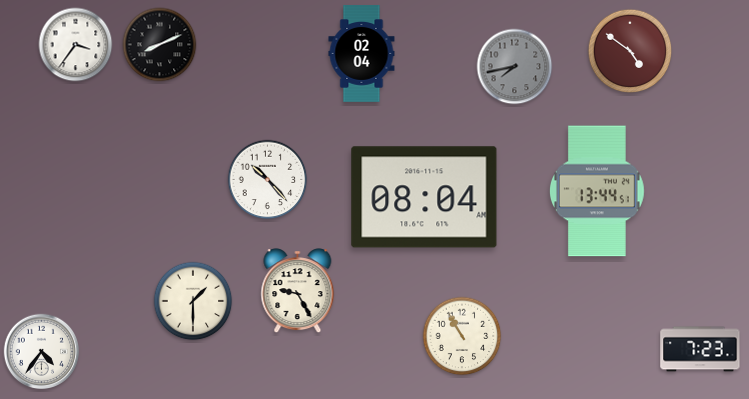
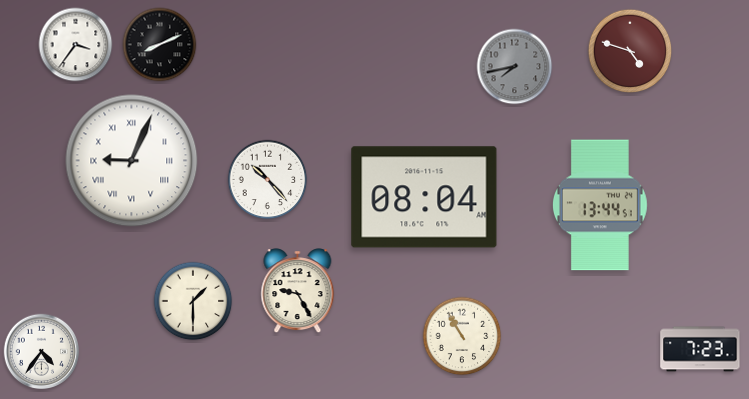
clock at (630, 51): 4:51 -> 4:48
clock at (362, 54): 02:04 -> none
clock at (132, 161): none -> 9:04
clock at (597, 191) position: (597, 191) -> (600, 205)
